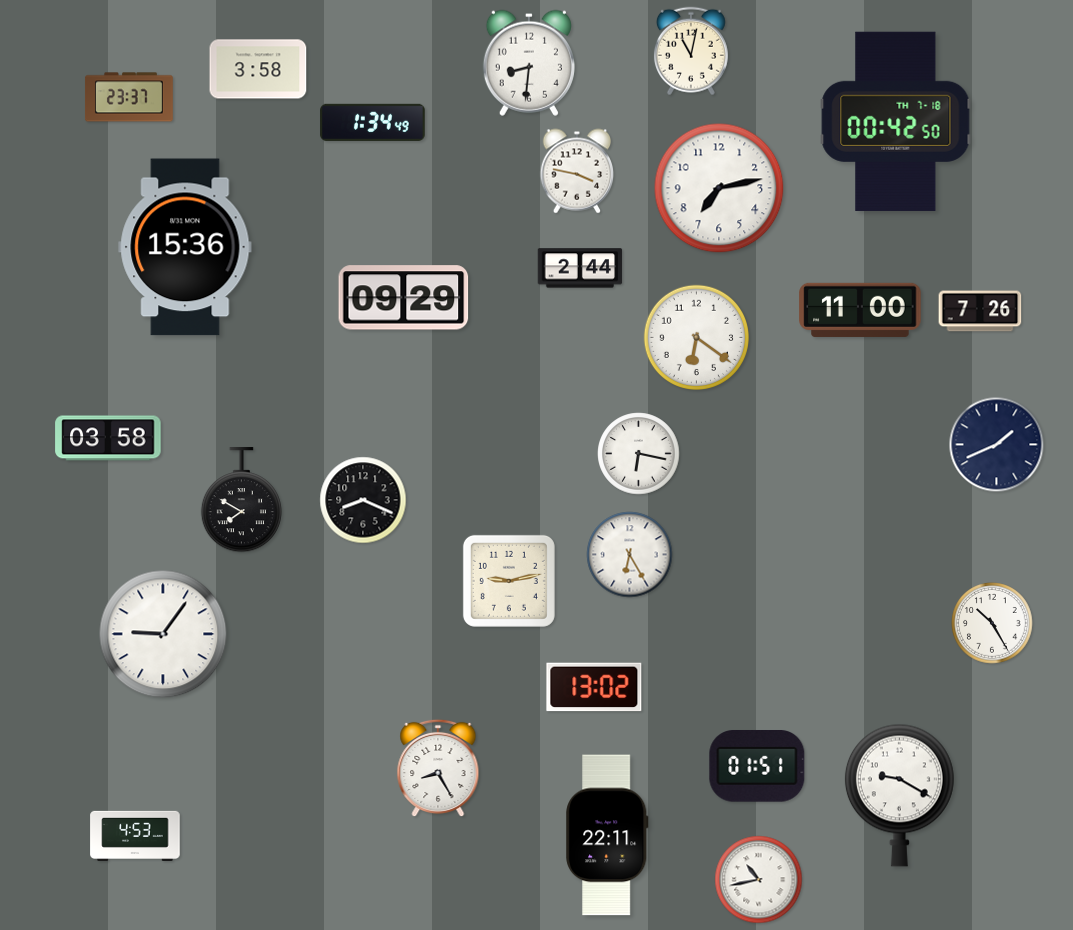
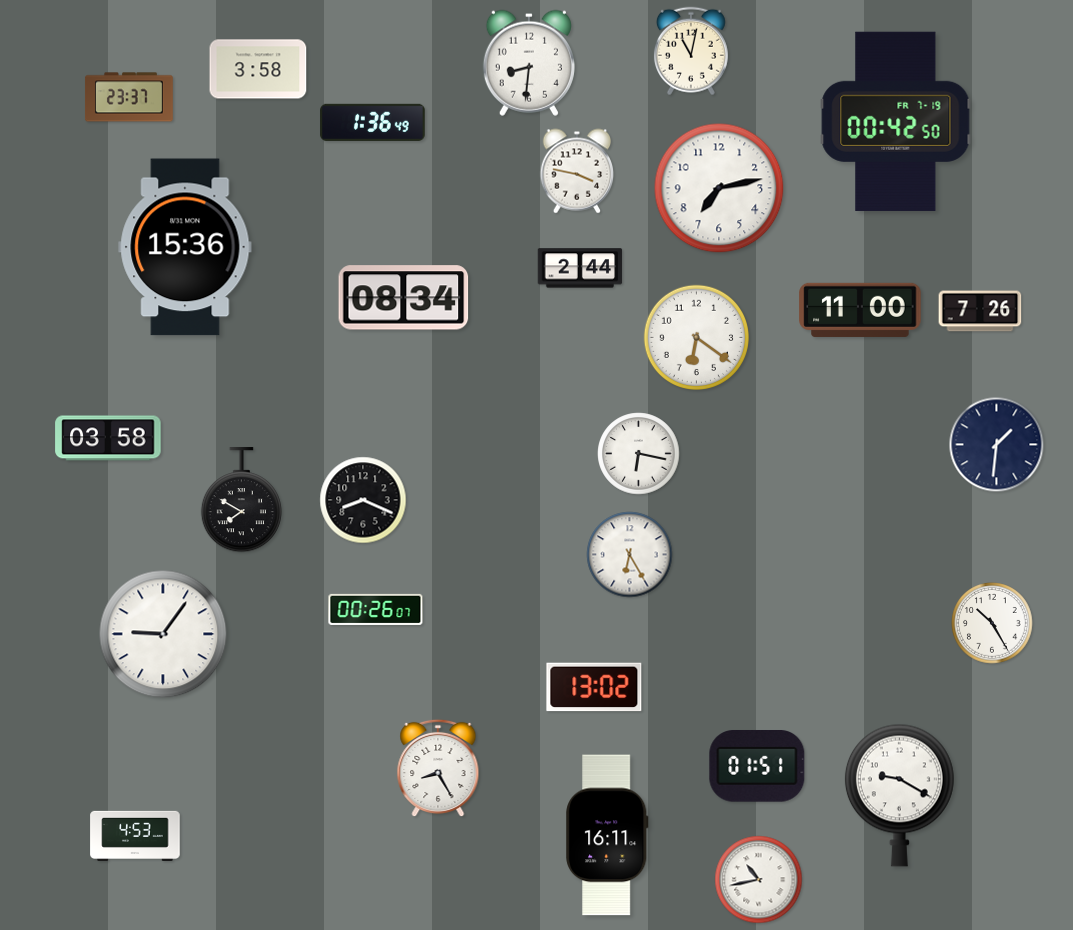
clock at (896, 121) date: TH 7-18 -> FR 7-19
clock at (373, 122): 1:34 -> 1:36
clock at (404, 298): 09:29 -> 08:34
clock at (997, 445): 1:41 -> 1:31
clock at (509, 581): 9:13 -> none
clock at (376, 609): none -> 00:26
clock at (607, 835): 22:11 -> 16:11
